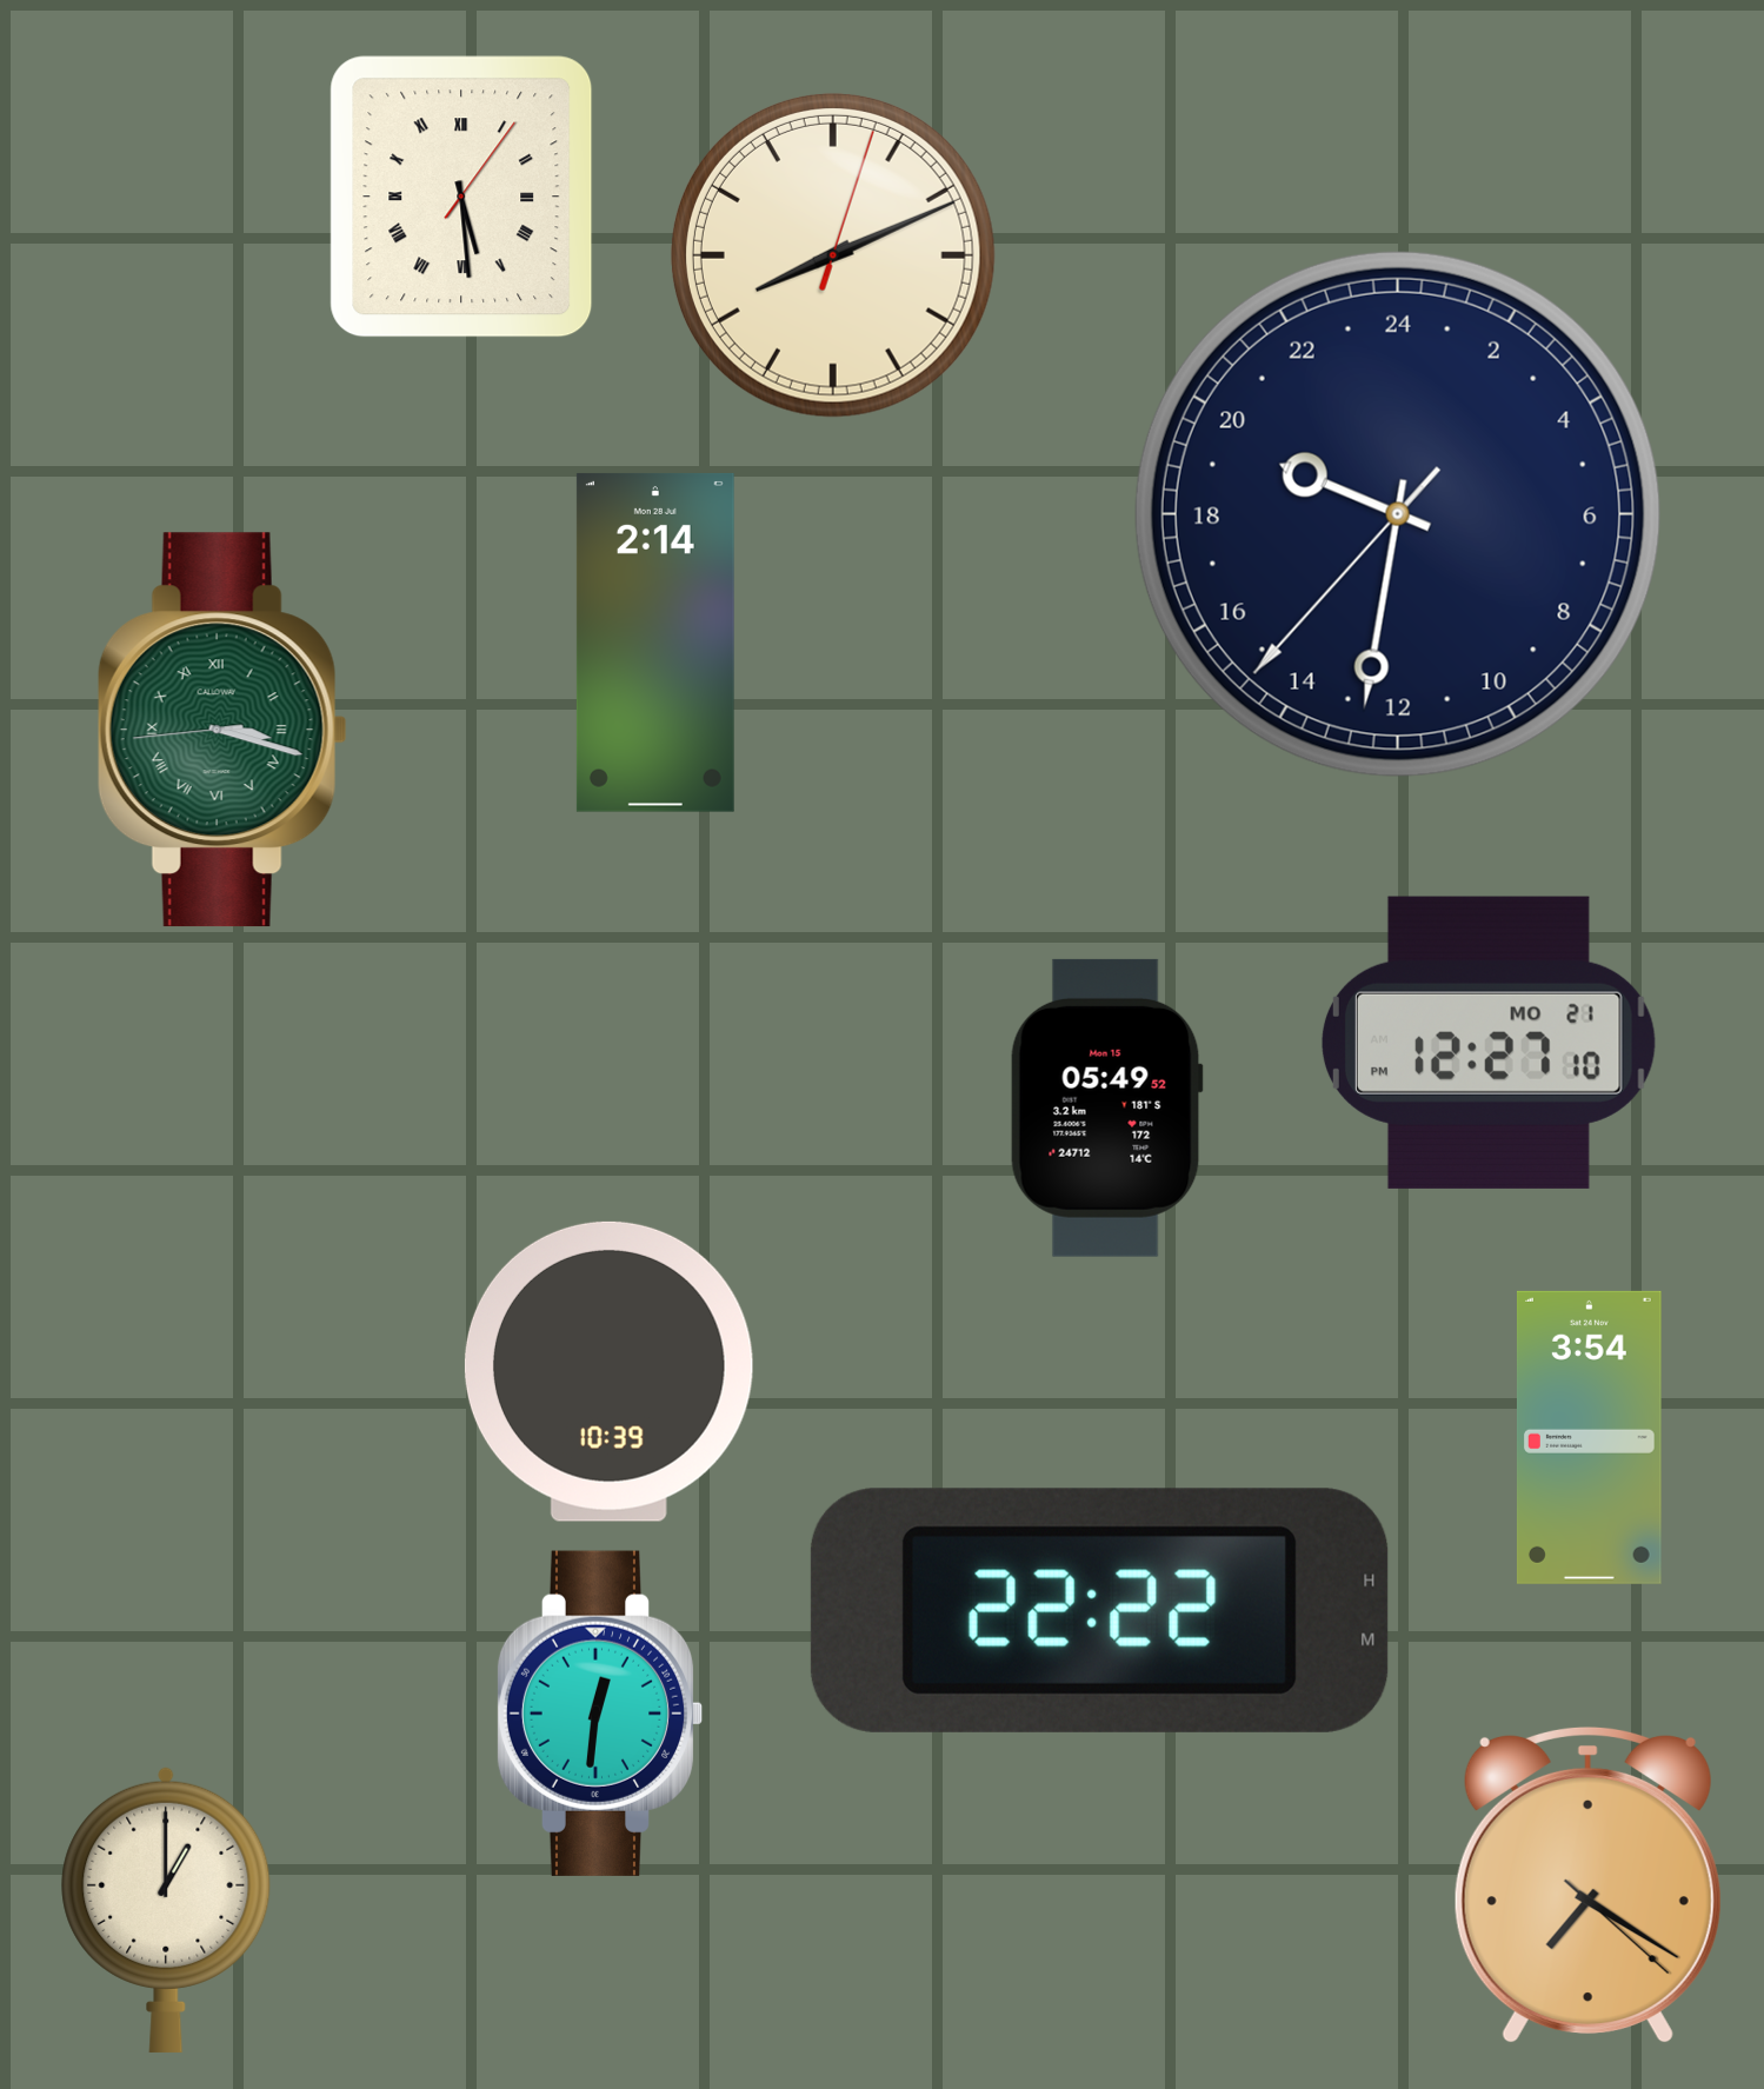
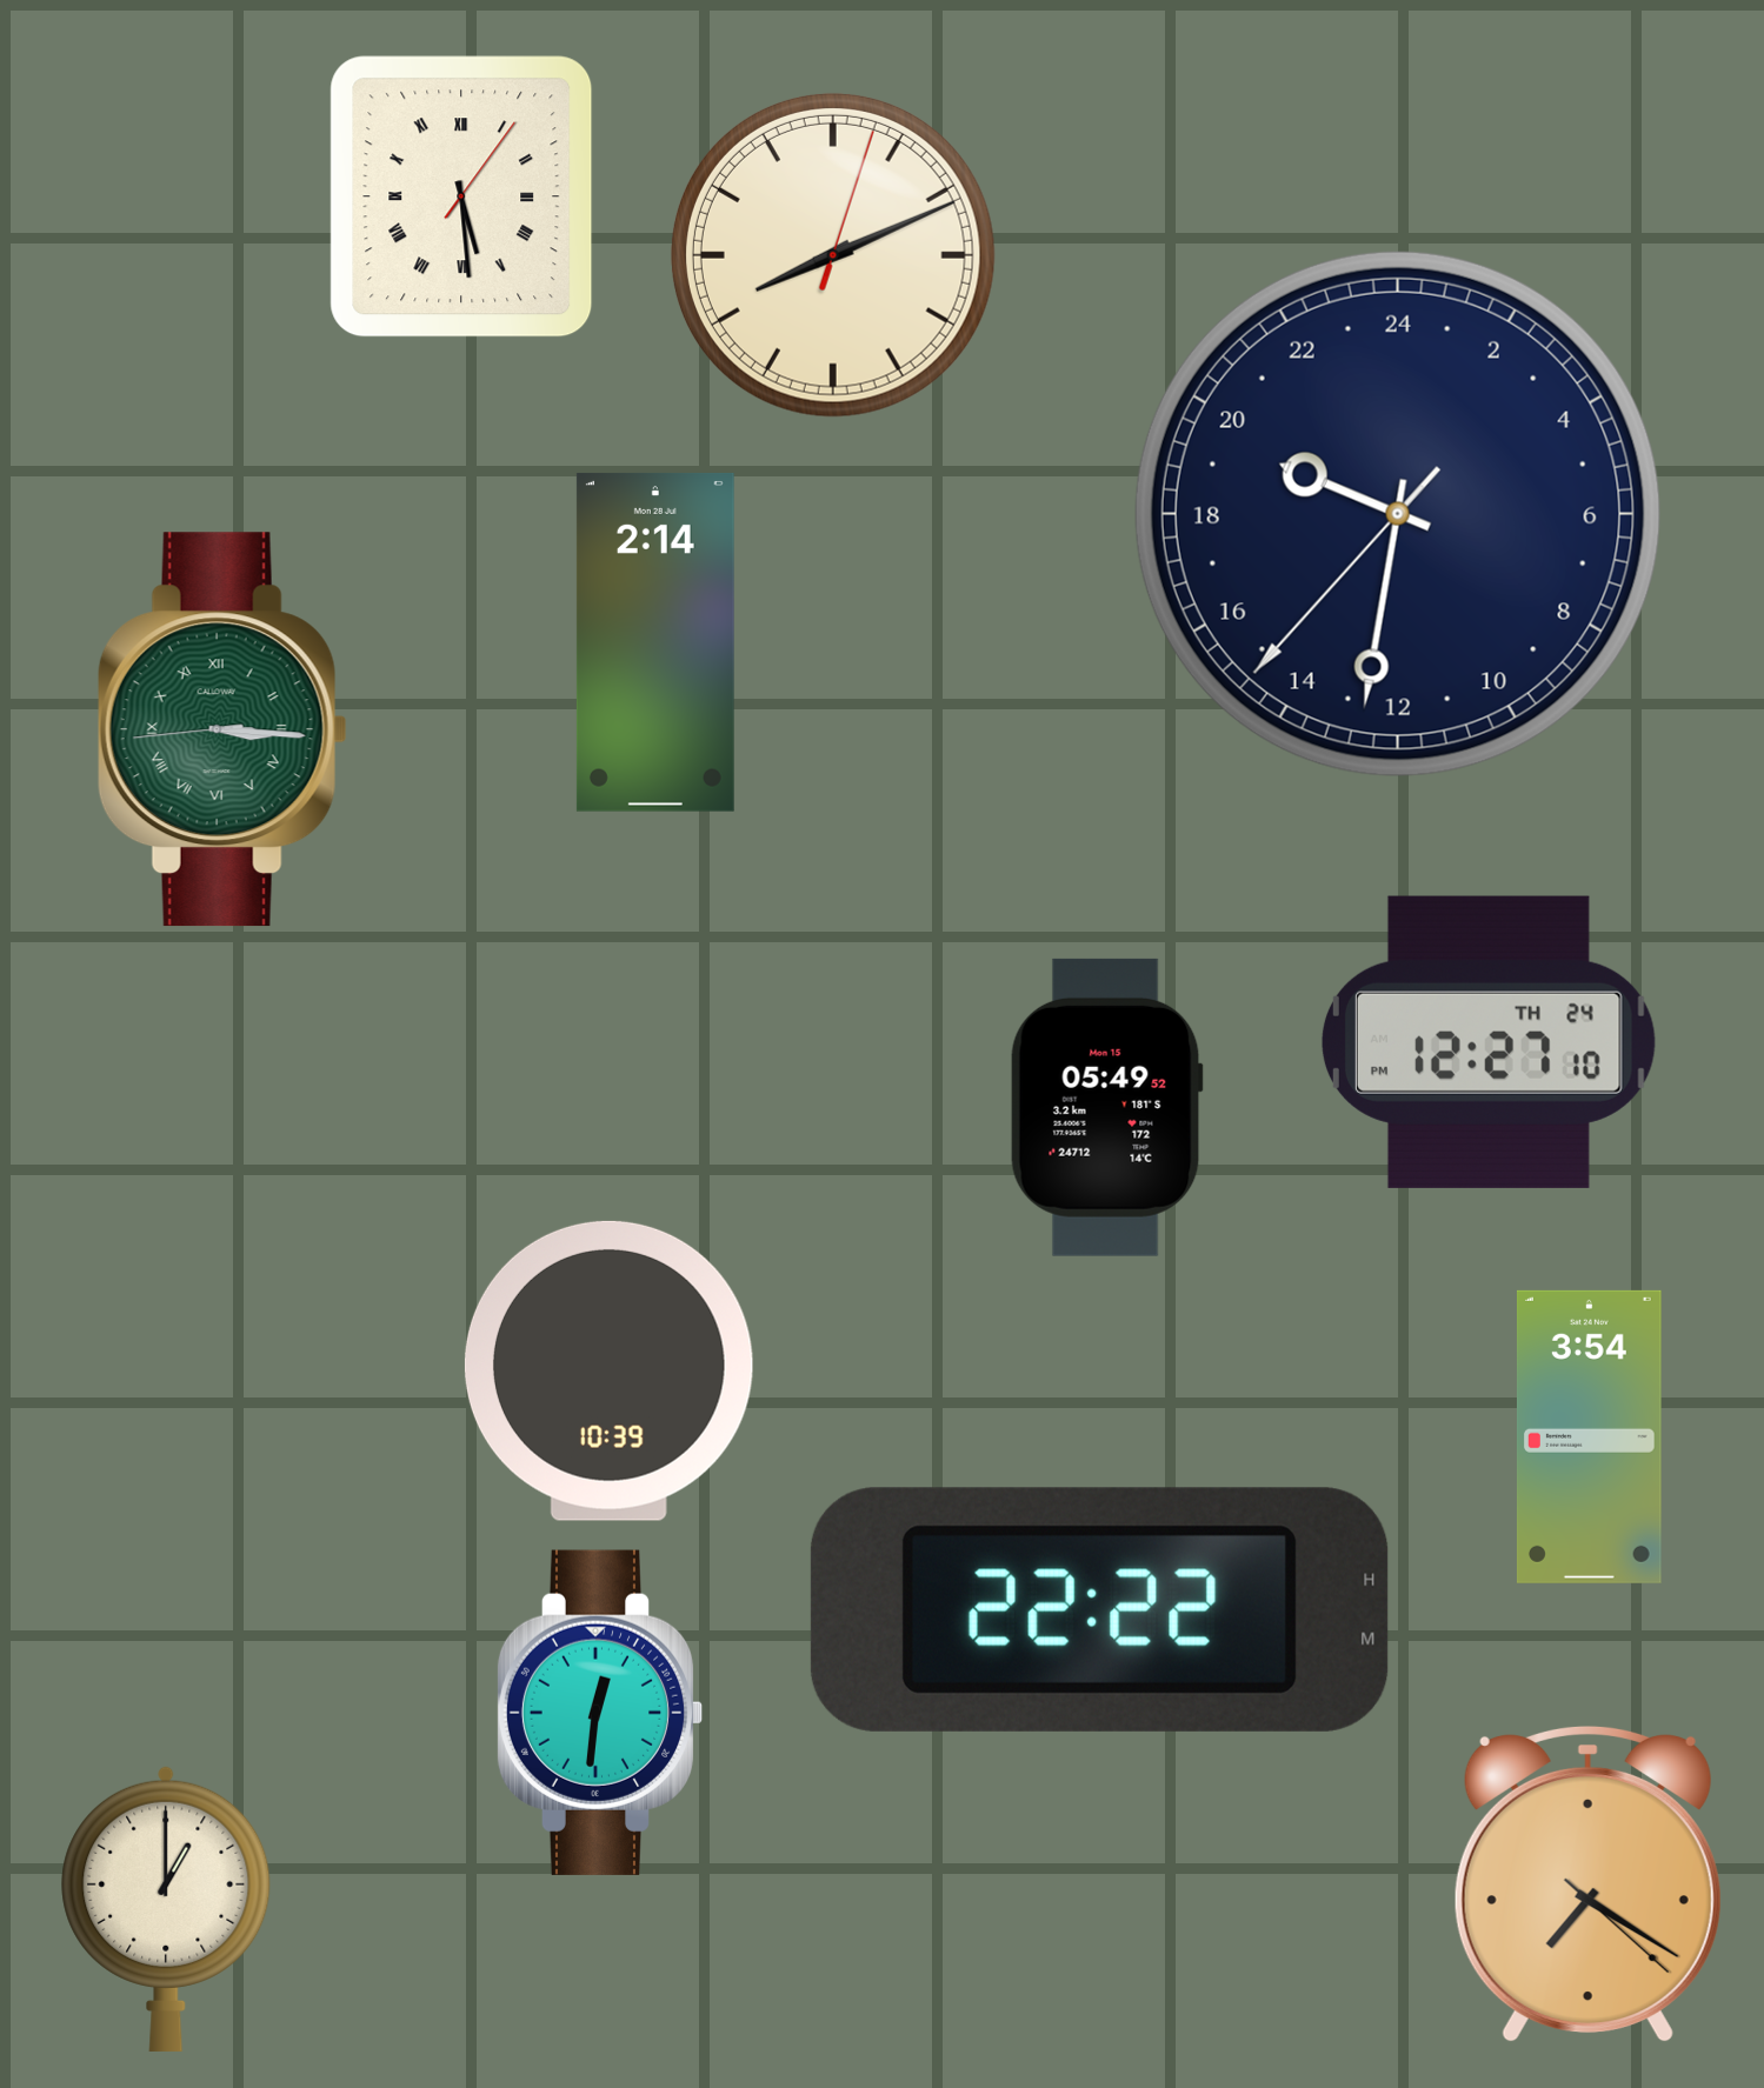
clock at (222, 730): 3:17 -> 3:15
clock at (1489, 1043) date: MO 21 -> TH 24
